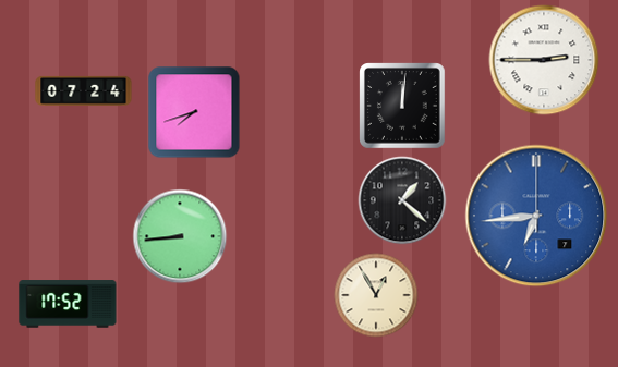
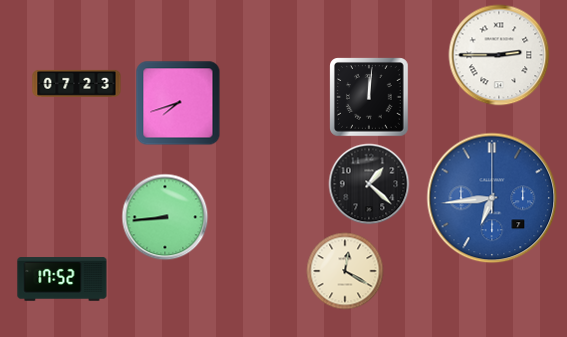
clock at (84, 90): 07:24 -> 07:23
clock at (376, 295): 12:55 -> 12:20
